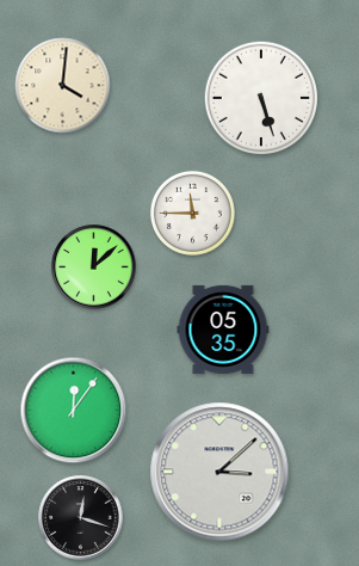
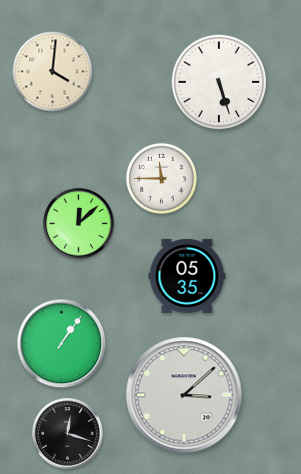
clock at (74, 411): 12:06 -> 1:06
